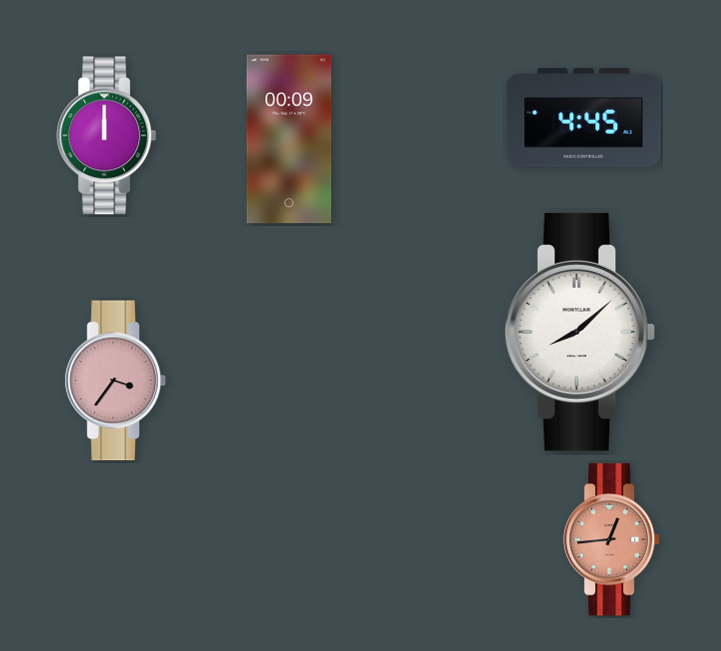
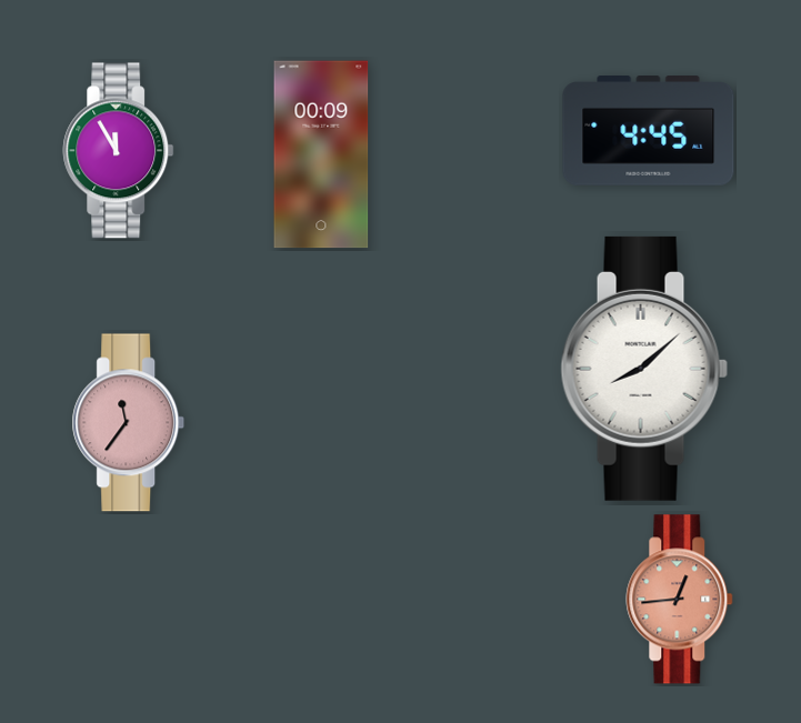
clock at (107, 136): 12:00 -> 11:55
clock at (116, 381): 3:36 -> 11:36
